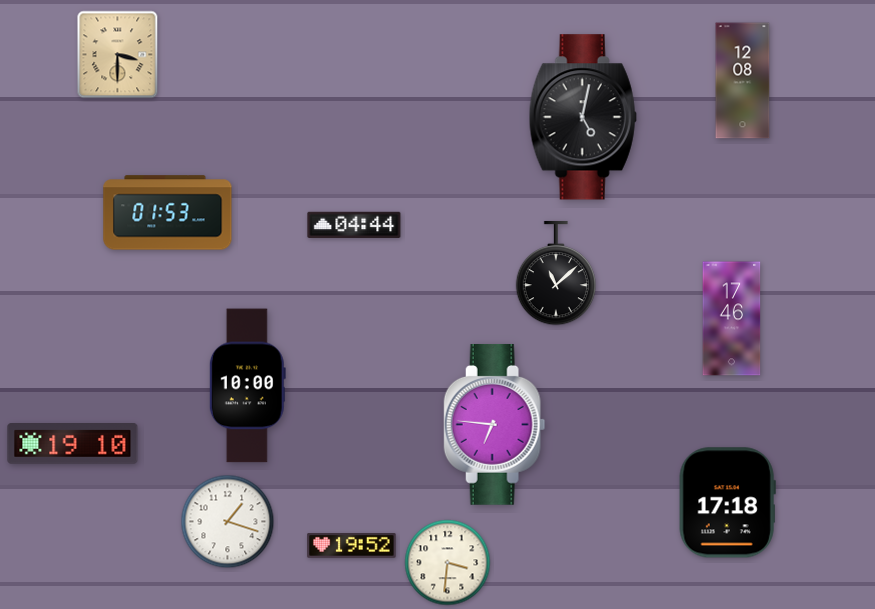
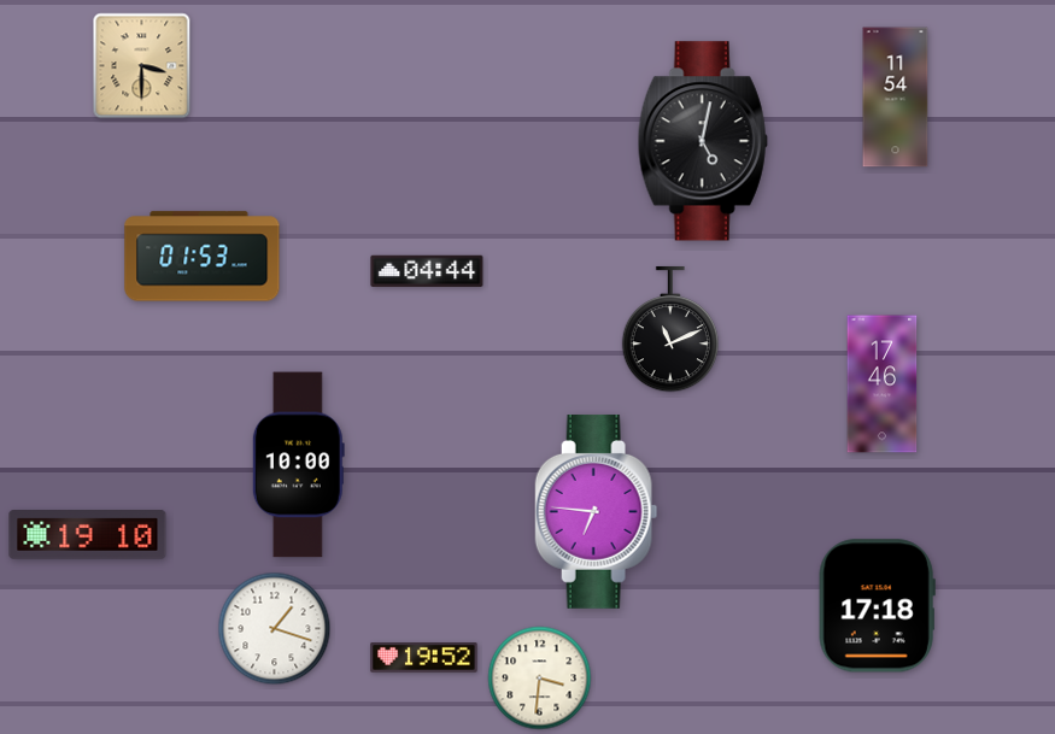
clock at (743, 81): 12:08 -> 11:54
clock at (555, 273): 11:08 -> 11:11
